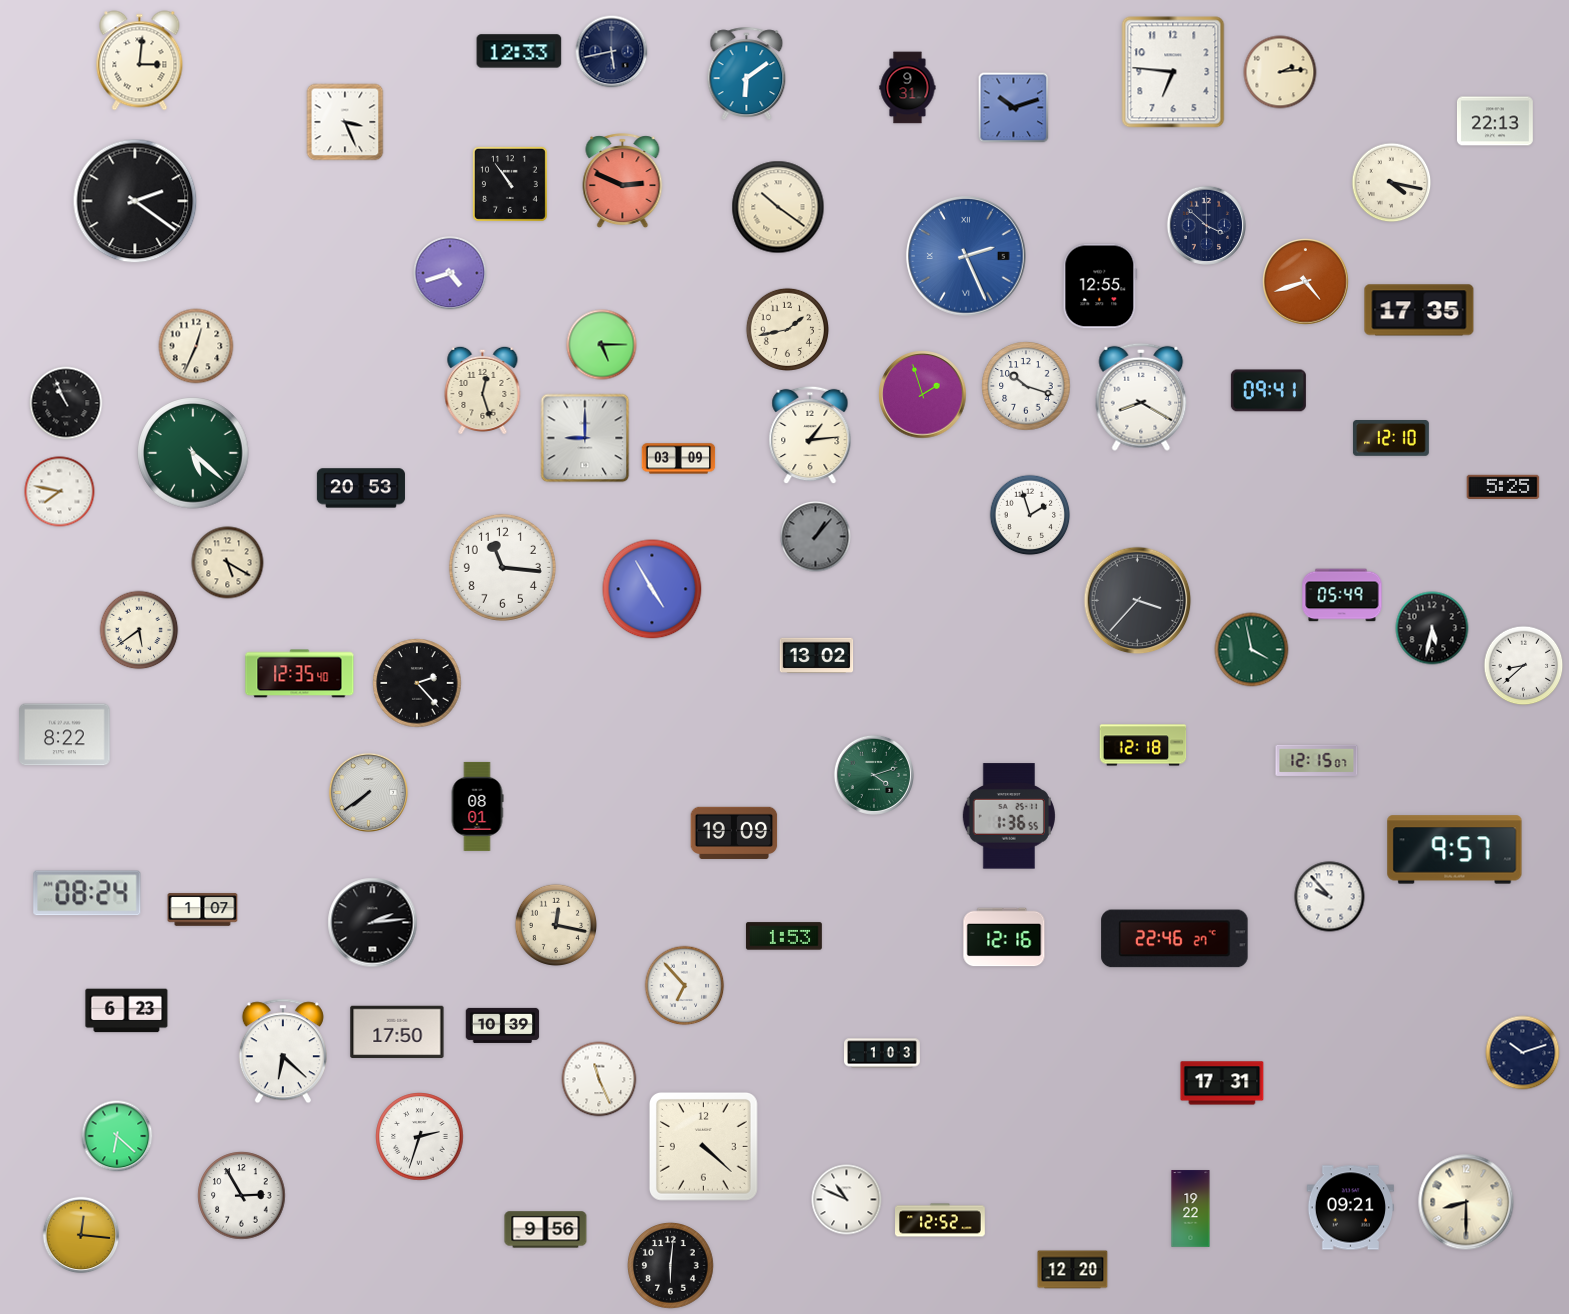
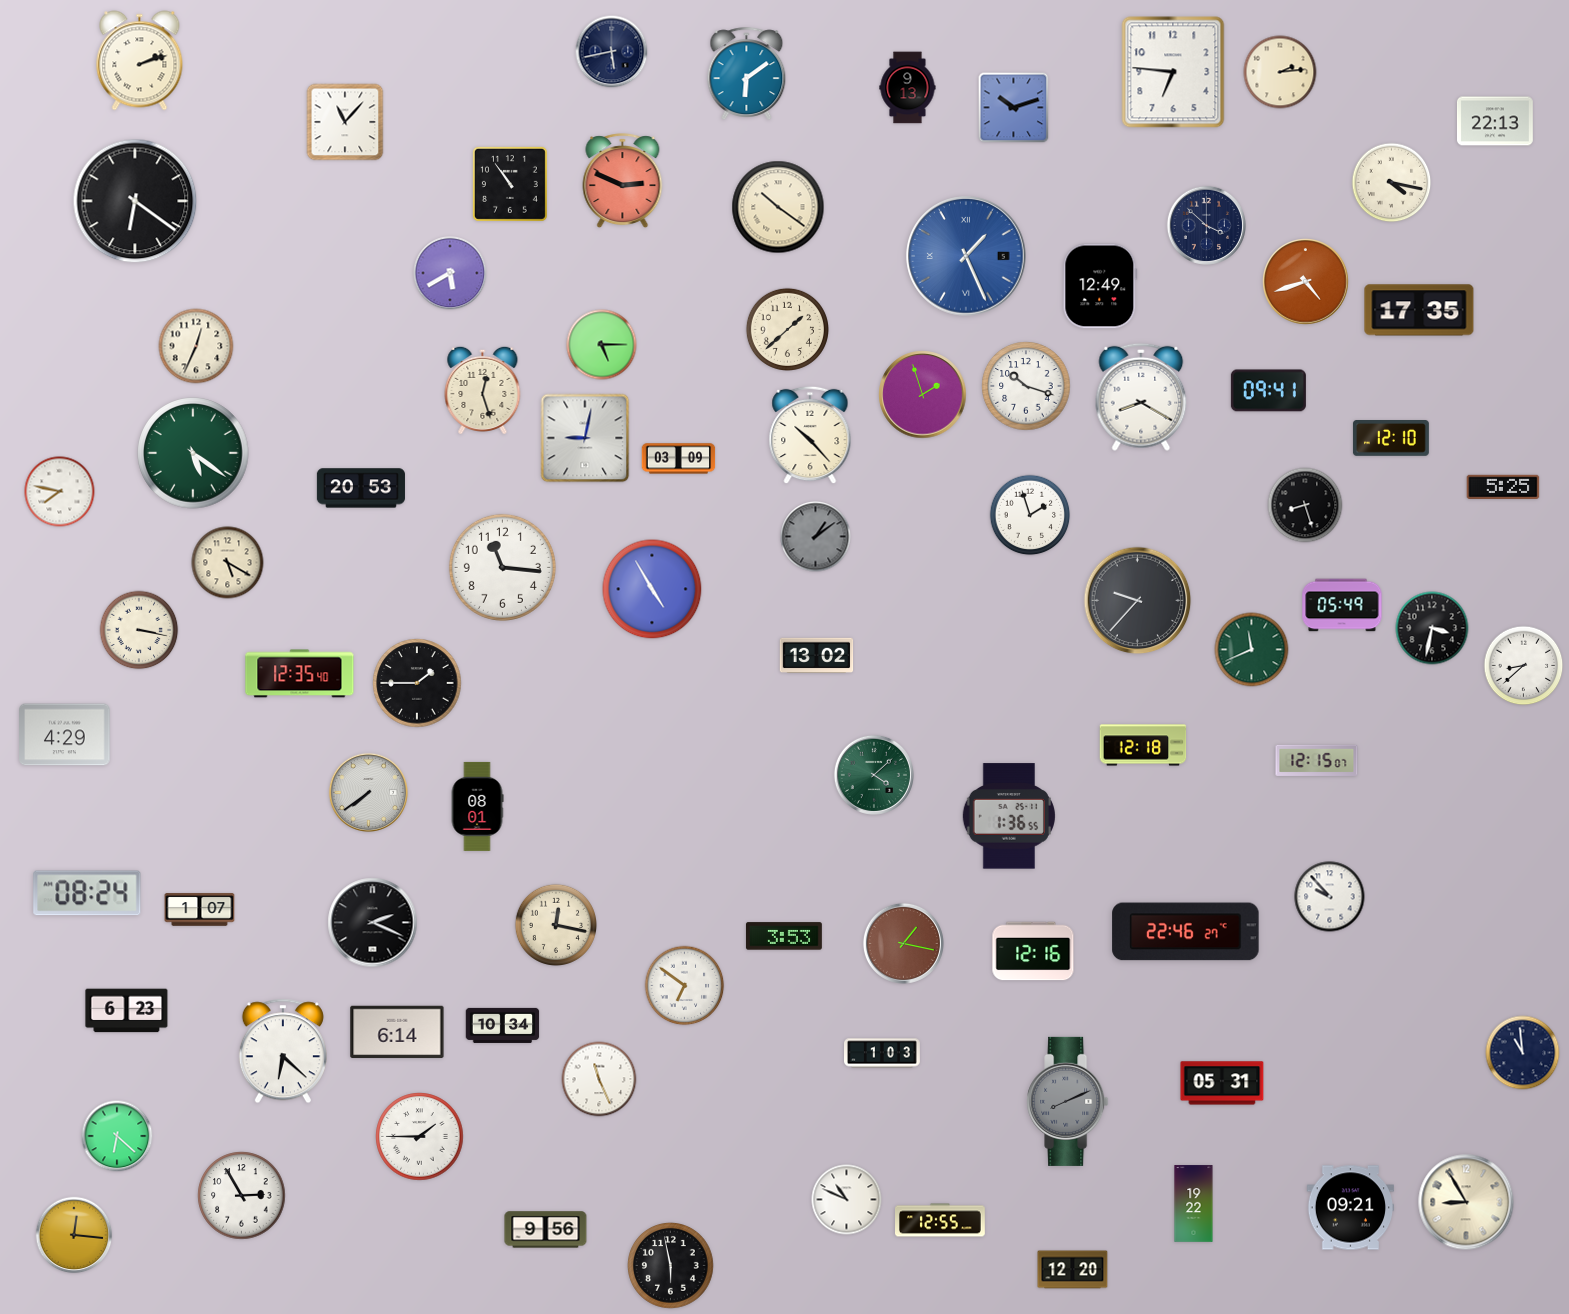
clock at (519, 51): 12:33 -> none
clock at (140, 61): 3:01 -> 2:12
clock at (908, 88): 9:31 -> 9:13
clock at (345, 122): 3:26 -> 11:07
clock at (135, 201): 2:21 -> 6:21
clock at (966, 256): 2:26 -> 1:26
clock at (450, 273): 4:42 -> 5:40
clock at (1100, 286): 12:55 -> 12:49
clock at (787, 329): 1:43 -> 1:38
clock at (66, 403): 10:56 -> none
clock at (810, 435): 1:14 -> 10:23
clock at (585, 438): 9:00 -> 9:02
clock at (193, 453): 5:22 -> 5:21
clock at (1305, 505): none -> 8:27
clock at (816, 537): 1:07 -> 1:09
clock at (1342, 595) position: (1342, 595) -> (1342, 605)
clock at (1138, 601): 3:37 -> 9:37
clock at (1432, 628): 5:32 -> 3:32
clock at (139, 630): 5:39 -> 3:17
clock at (1252, 650): 3:58 -> 11:41
clock at (417, 683): 2:23 -> 1:45
clock at (65, 735): 8:22 -> 4:29
clock at (874, 775): 4:12 -> 4:08
clock at (734, 833): 19:09 -> none
clock at (1455, 850): 9:57 -> none
clock at (203, 910) position: (203, 910) -> (200, 910)
clock at (373, 923): 2:14 -> 2:19
clock at (784, 936): 1:53 -> 3:53
clock at (1004, 937) position: (1004, 937) -> (1033, 951)
clock at (1175, 939) position: (1175, 939) -> (1186, 932)
clock at (903, 943): none -> 1:17
clock at (685, 986): 6:53 -> 6:51
clock at (503, 1025): 10:39 -> 10:34
clock at (397, 1032): 17:50 -> 6:14
clock at (1523, 1053): 10:12 -> 10:59
clock at (1222, 1083): 17:31 -> 05:31
clock at (1068, 1101): none -> 8:11
clock at (420, 1137): 2:33 -> 1:45
clock at (703, 1146): 4:22 -> none
clock at (1466, 1202): 8:30 -> 8:55
clock at (1191, 1209) position: (1191, 1209) -> (1194, 1204)
clock at (941, 1220): 12:52 -> 12:55
clock at (81, 1235) position: (81, 1235) -> (74, 1235)
clock at (671, 1266): 6:01 -> 5:58
